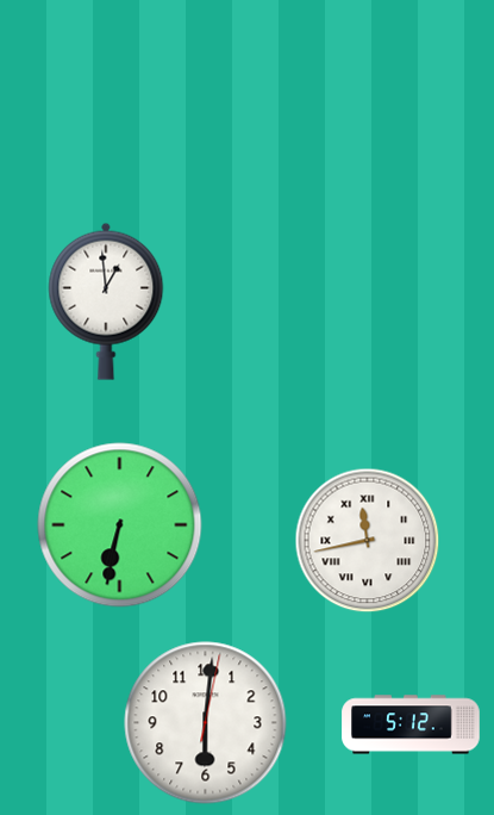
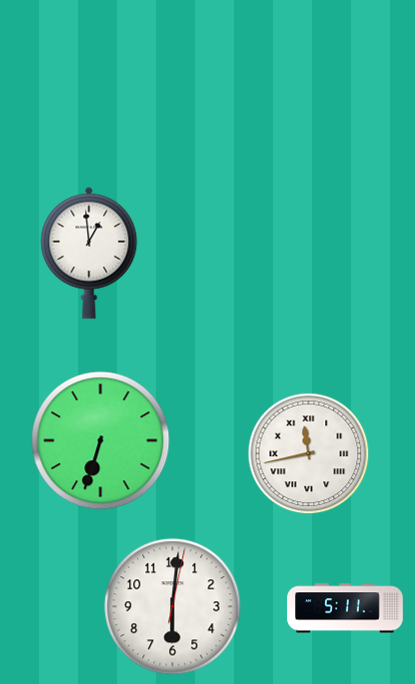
clock at (120, 525): 6:32 -> 6:33
clock at (411, 724): 5:12 -> 5:11
